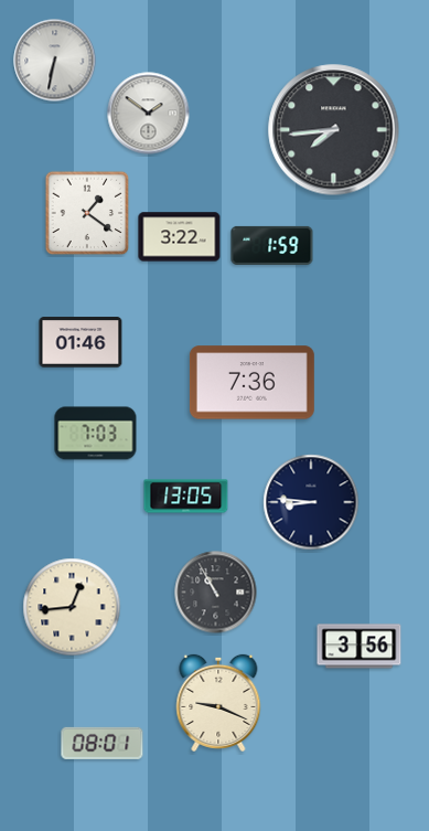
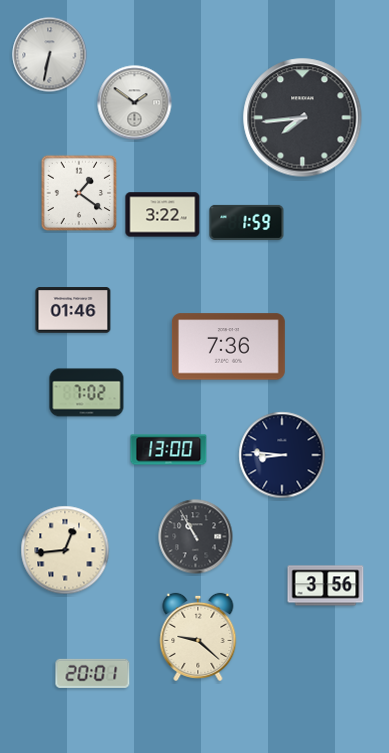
clock at (96, 434): 7:03 -> 7:02
clock at (186, 497): 13:05 -> 13:00
clock at (218, 703): 9:19 -> 9:22
clock at (103, 743): 08:01 -> 20:01
